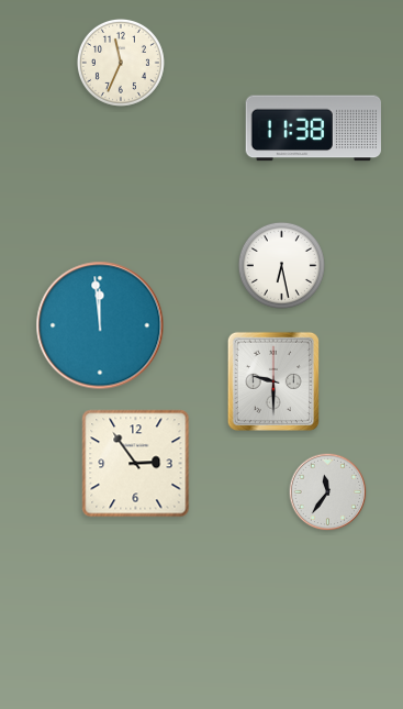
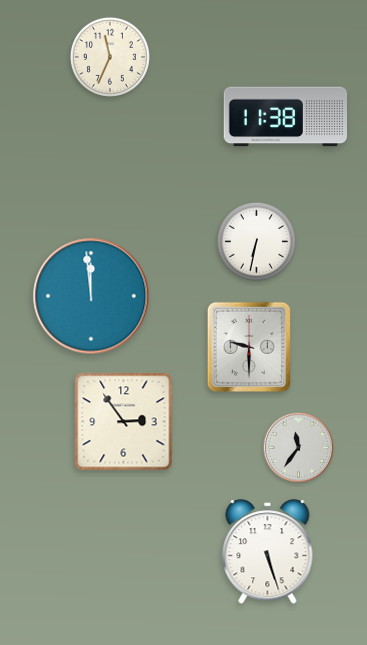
clock at (281, 265): 6:28 -> 6:32
clock at (268, 552): none -> 5:27
